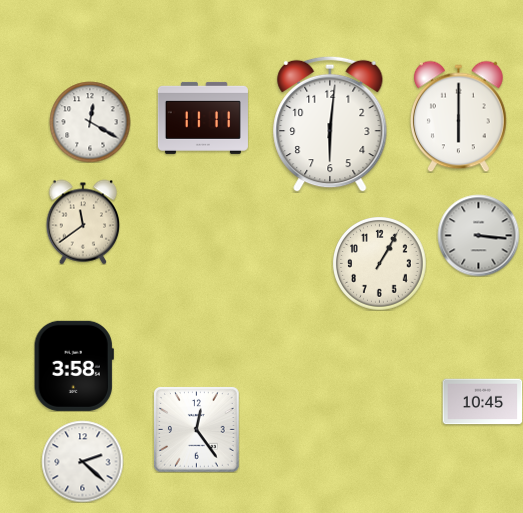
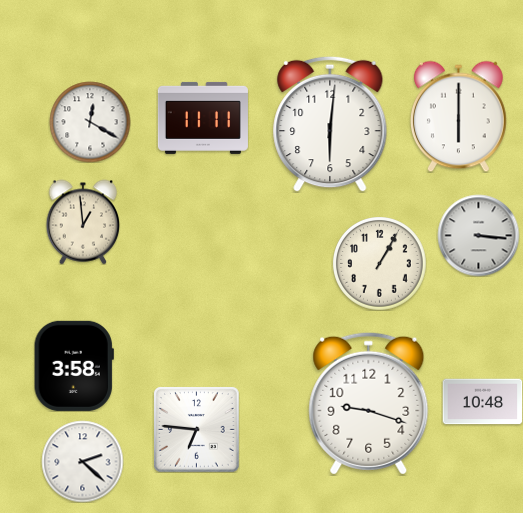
clock at (83, 222): 11:39 -> 12:59
clock at (482, 402): 10:45 -> 10:48
clock at (369, 403): none -> 9:18
clock at (197, 430): 12:24 -> 6:46
